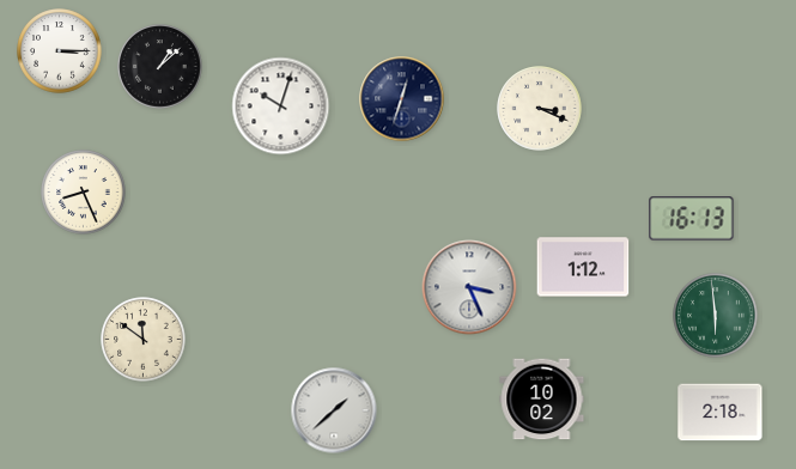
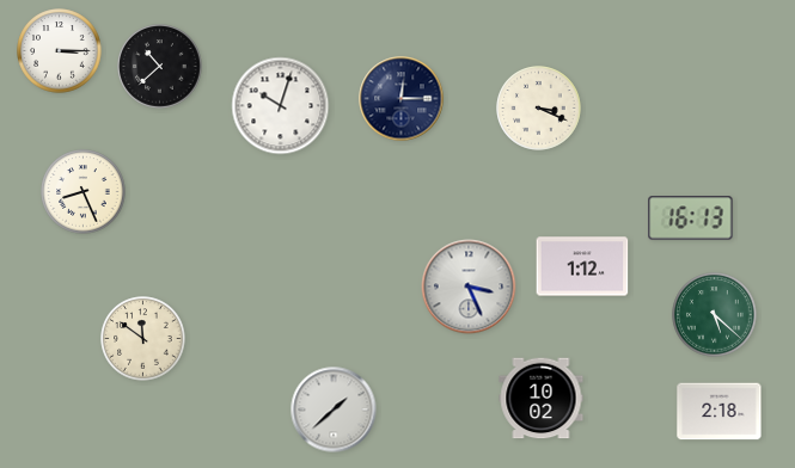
clock at (160, 67): 1:08 -> 10:38
clock at (402, 99): 12:33 -> 12:15
clock at (716, 316): 5:59 -> 5:22
